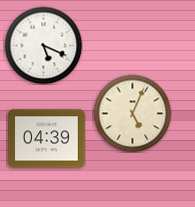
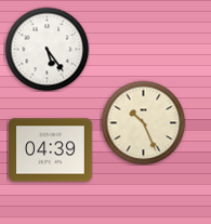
clock at (43, 45): 5:19 -> 5:24
clock at (132, 113): 5:04 -> 10:26
